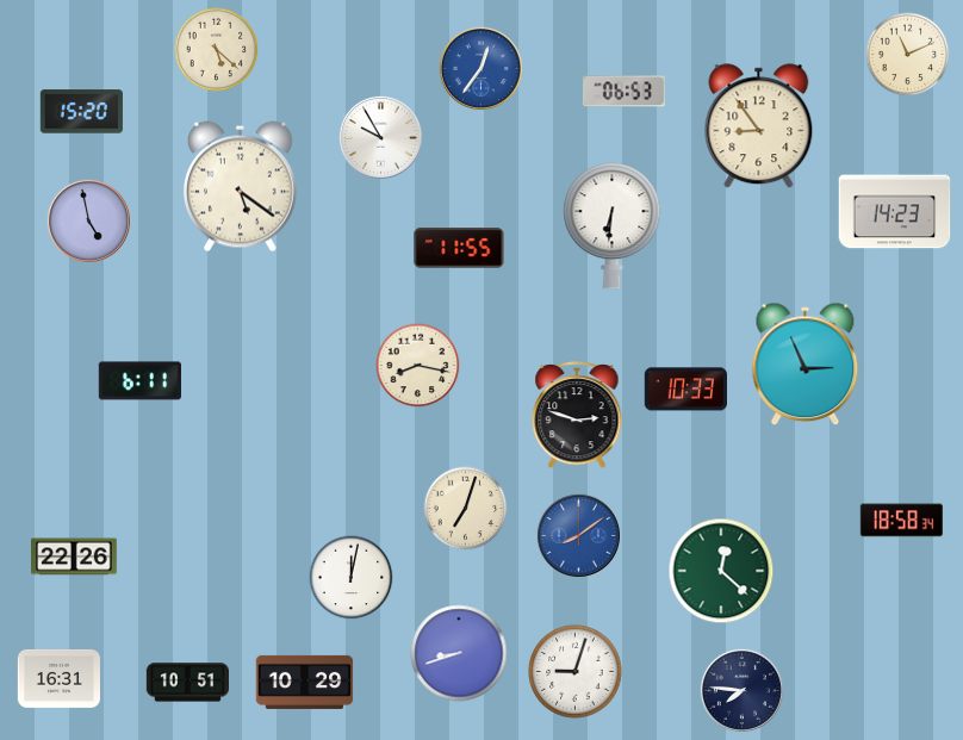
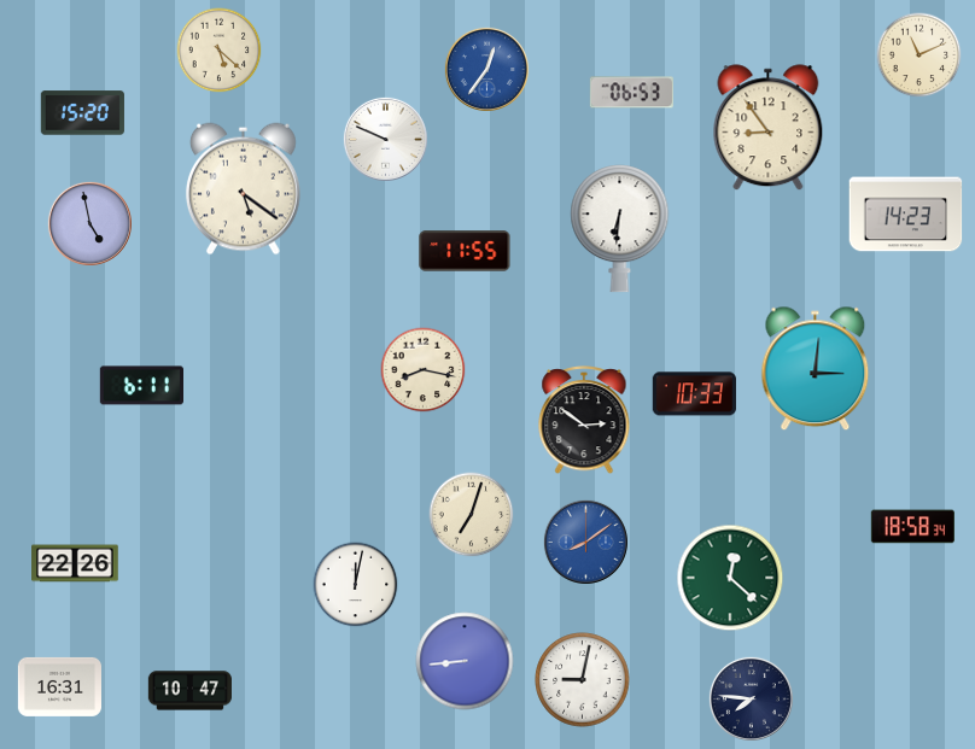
clock at (380, 137): 9:55 -> 9:49
clock at (806, 365): 2:56 -> 3:01
clock at (577, 416): 2:48 -> 2:51
clock at (459, 653): 8:42 -> 8:44
clock at (576, 672): 9:03 -> 9:02
clock at (305, 682): 10:29 -> none
clock at (187, 683): 10:51 -> 10:47
